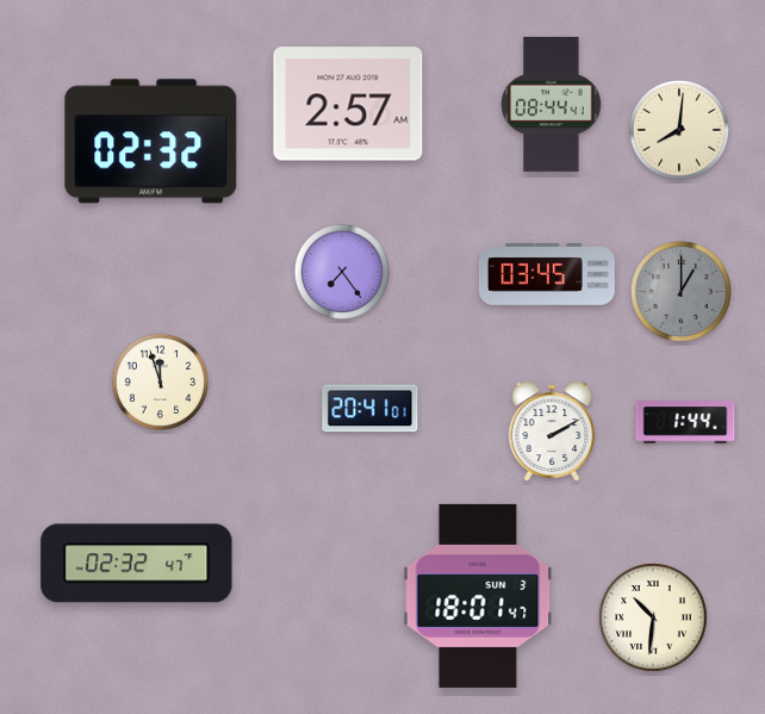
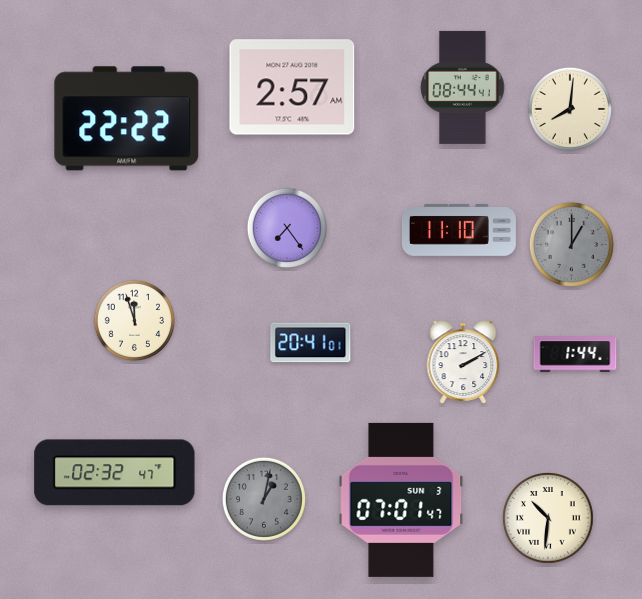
clock at (151, 142): 02:32 -> 22:22
clock at (547, 275): 03:45 -> 11:10
clock at (264, 499): none -> 1:02
clock at (478, 596): 18:01 -> 07:01
